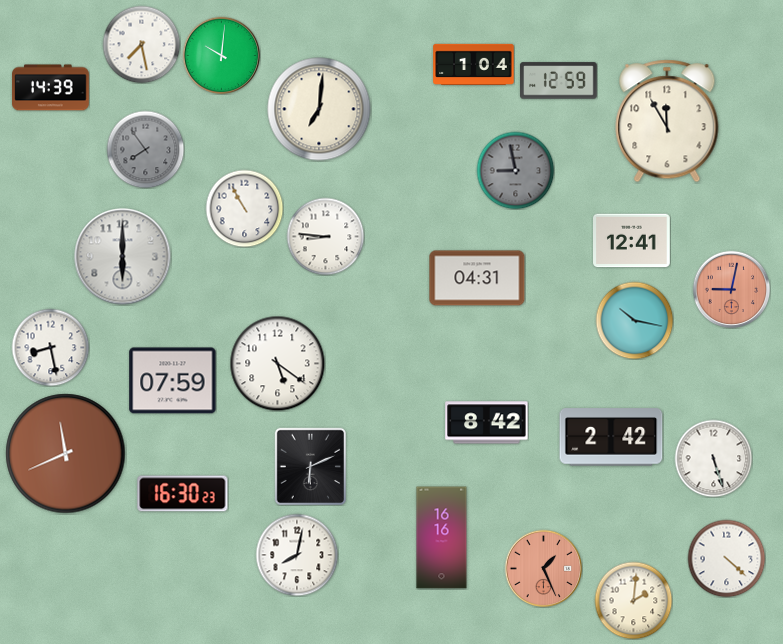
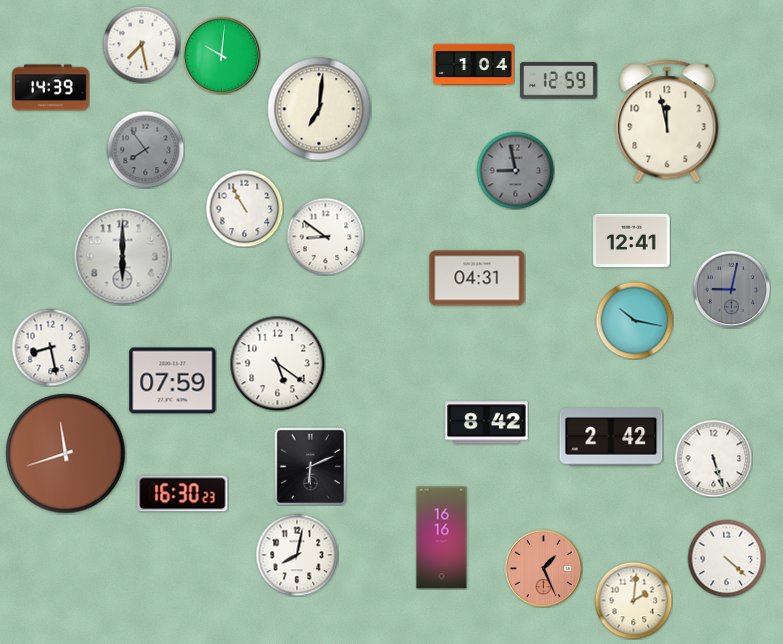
clock at (667, 121): 11:55 -> 11:58
clock at (325, 236): 8:46 -> 8:51
clock at (731, 289) dial: salmon -> grey
clock at (66, 454): 11:41 -> 11:42
